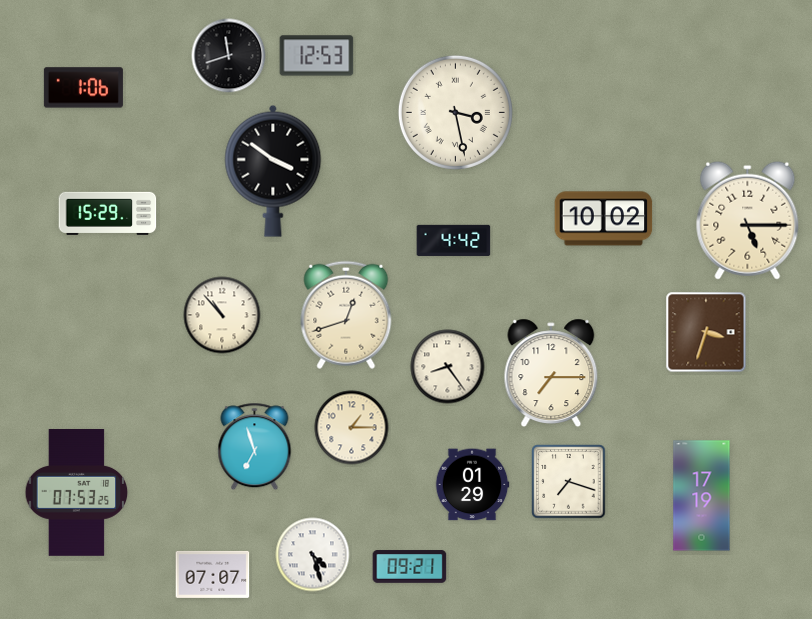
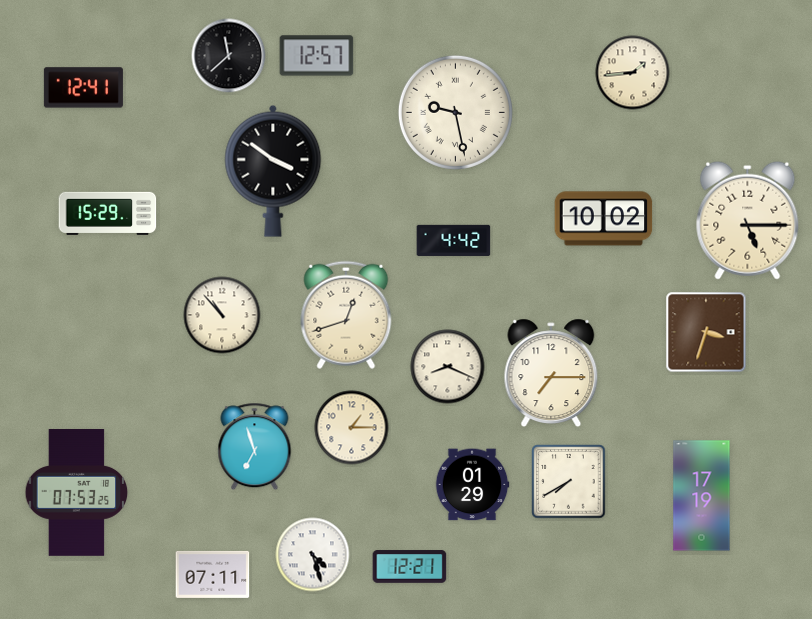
clock at (229, 56): 11:42 -> 11:38
clock at (317, 56): 12:53 -> 12:57
clock at (633, 73): none -> 1:44
clock at (83, 88): 1:06 -> 12:41
clock at (455, 112): 3:28 -> 9:28
clock at (448, 367): 8:24 -> 8:19
clock at (569, 482): 7:18 -> 7:40
clock at (410, 567): 09:21 -> 12:21
clock at (213, 574): 07:07 -> 07:11
